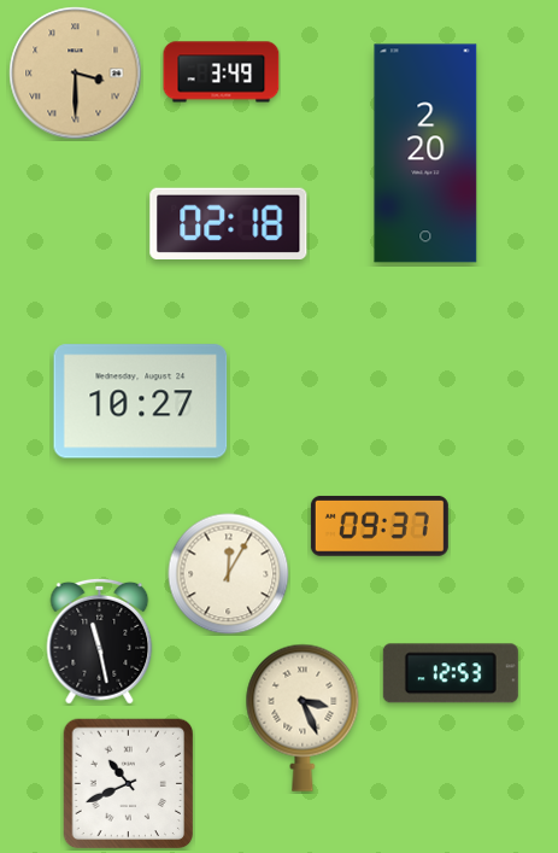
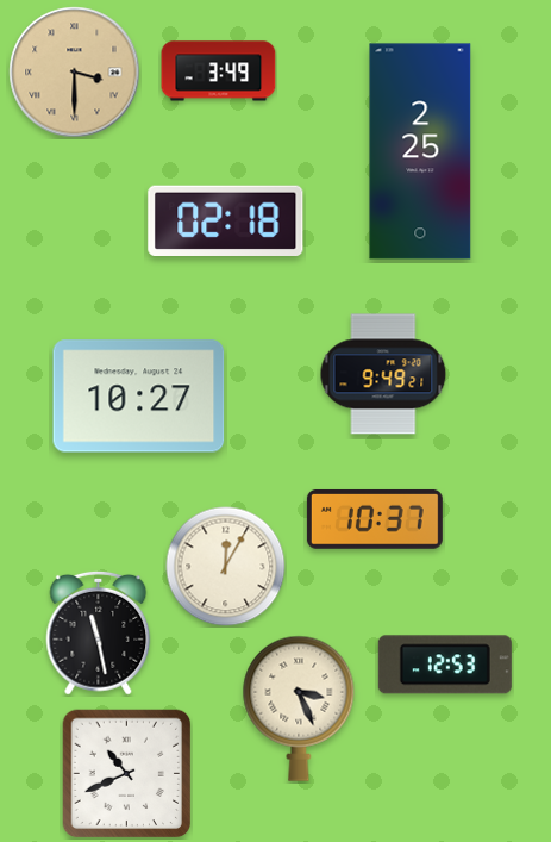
clock at (425, 153): 2:20 -> 2:25
clock at (383, 374): none -> 9:49
clock at (380, 526): 09:37 -> 10:37
